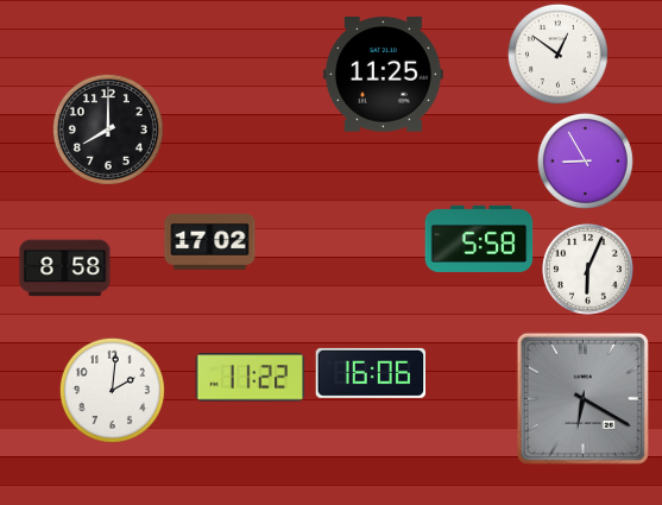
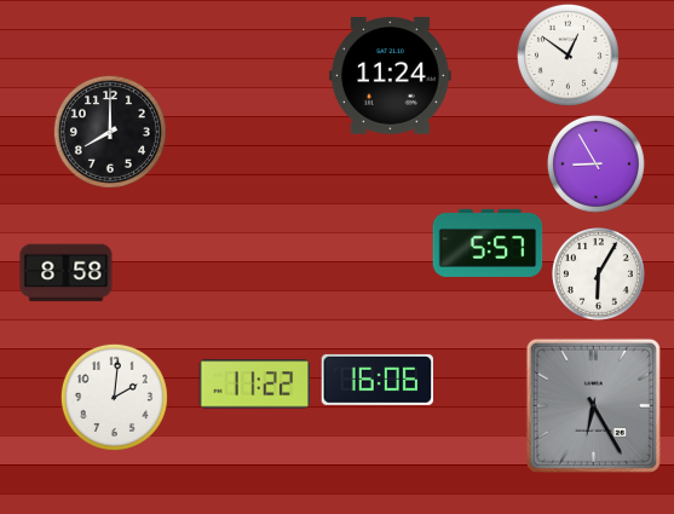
clock at (383, 75): 11:25 -> 11:24
clock at (479, 239): 5:58 -> 5:57
clock at (210, 241): 17:02 -> none
clock at (588, 270): 6:04 -> 6:05
clock at (582, 398): 6:20 -> 6:25
